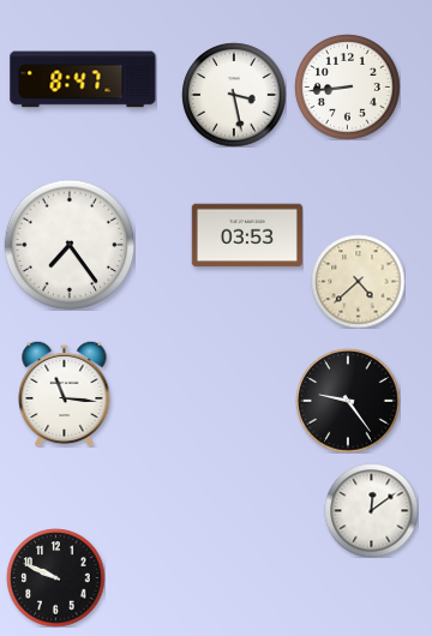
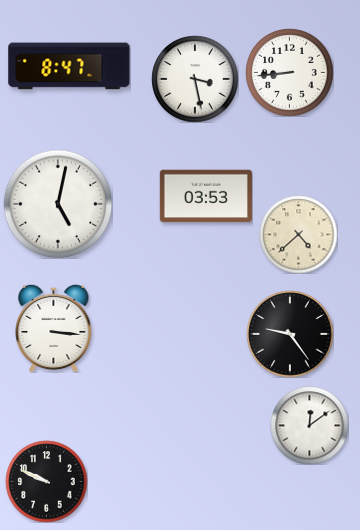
clock at (70, 245): 7:24 -> 5:02
clock at (65, 394): 11:16 -> 3:16
